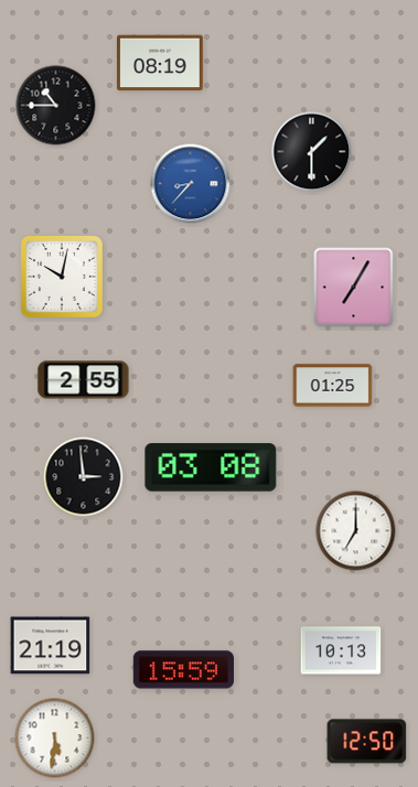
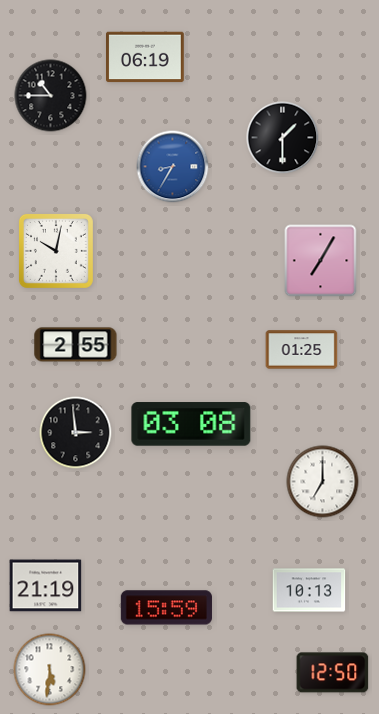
clock at (161, 63): 08:19 -> 06:19
clock at (191, 184): 8:37 -> 8:35
